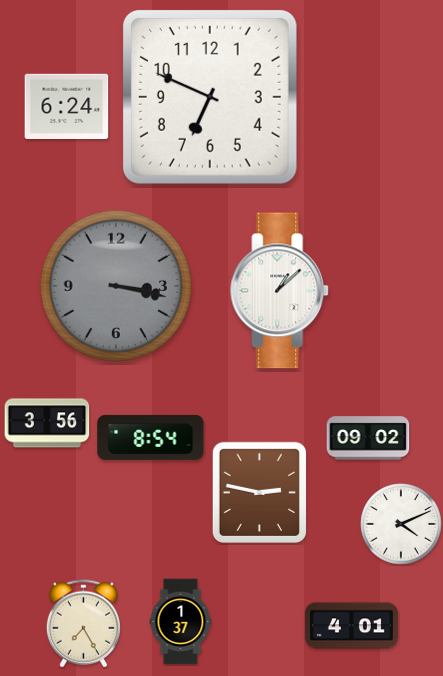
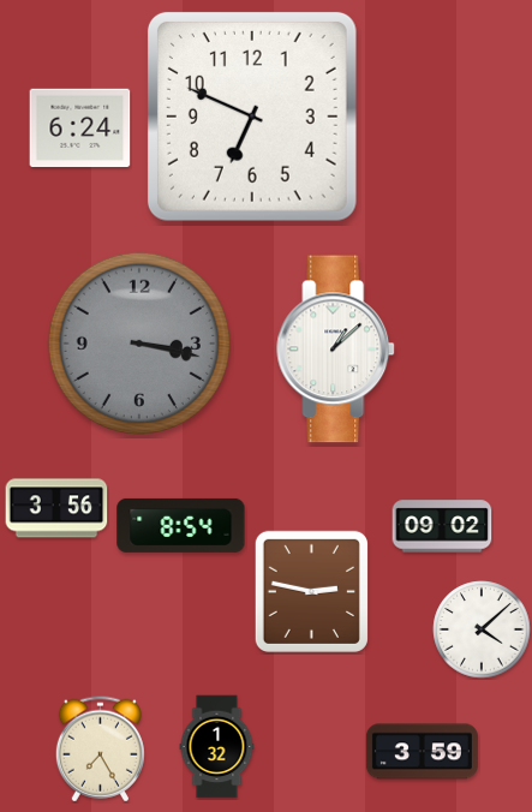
clock at (401, 524): 4:11 -> 4:08
clock at (181, 622): 1:37 -> 1:32
clock at (351, 626): 4:01 -> 3:59
